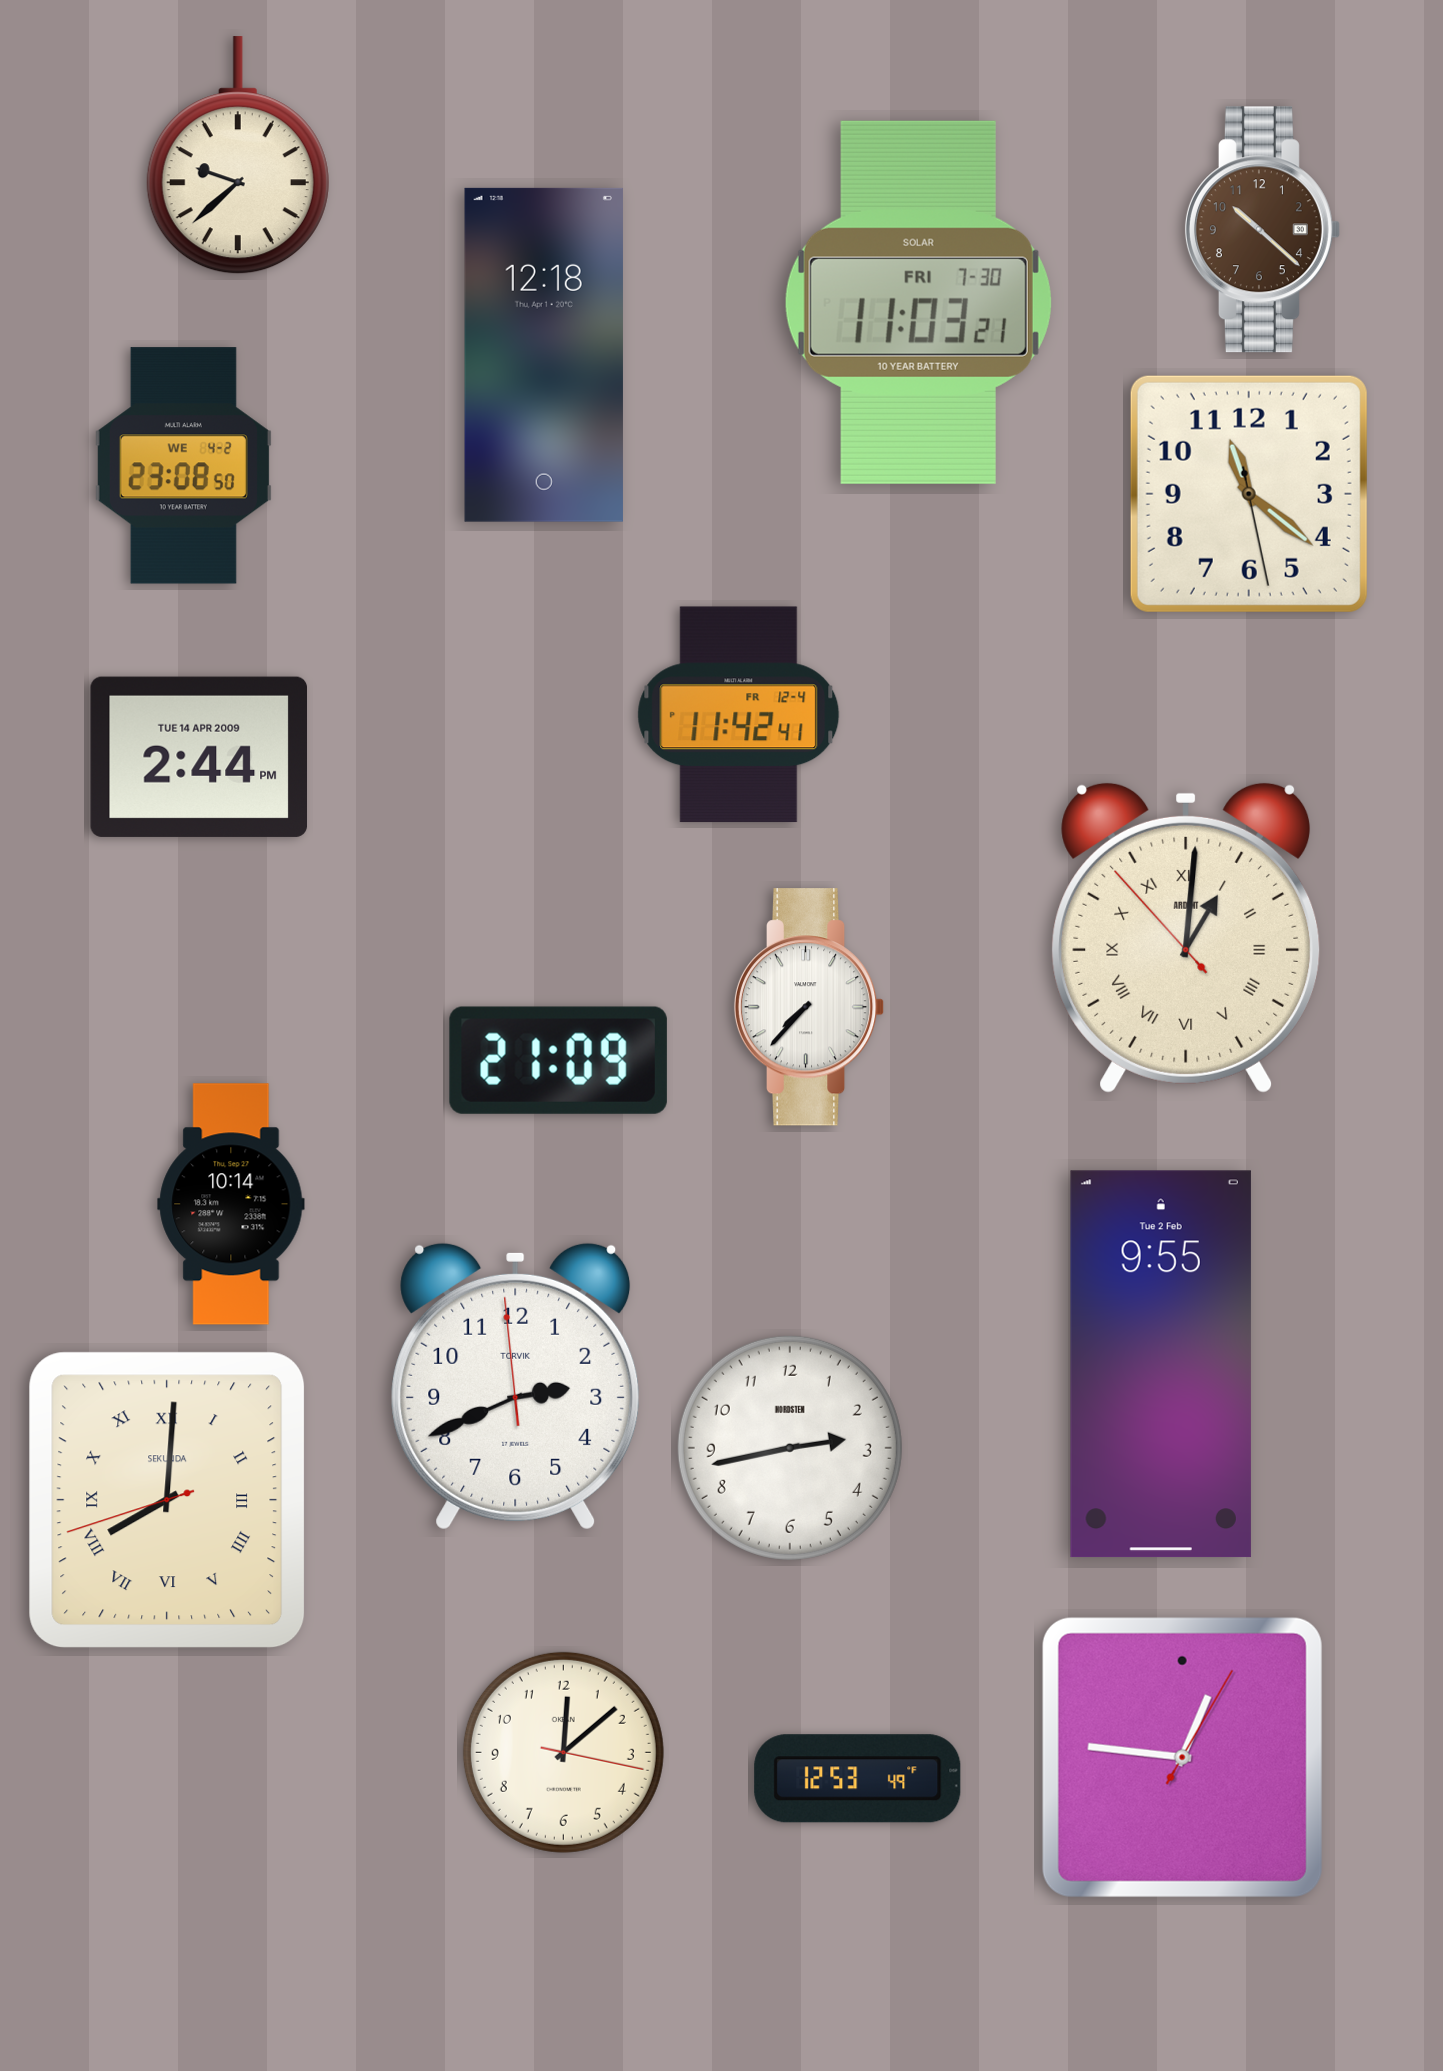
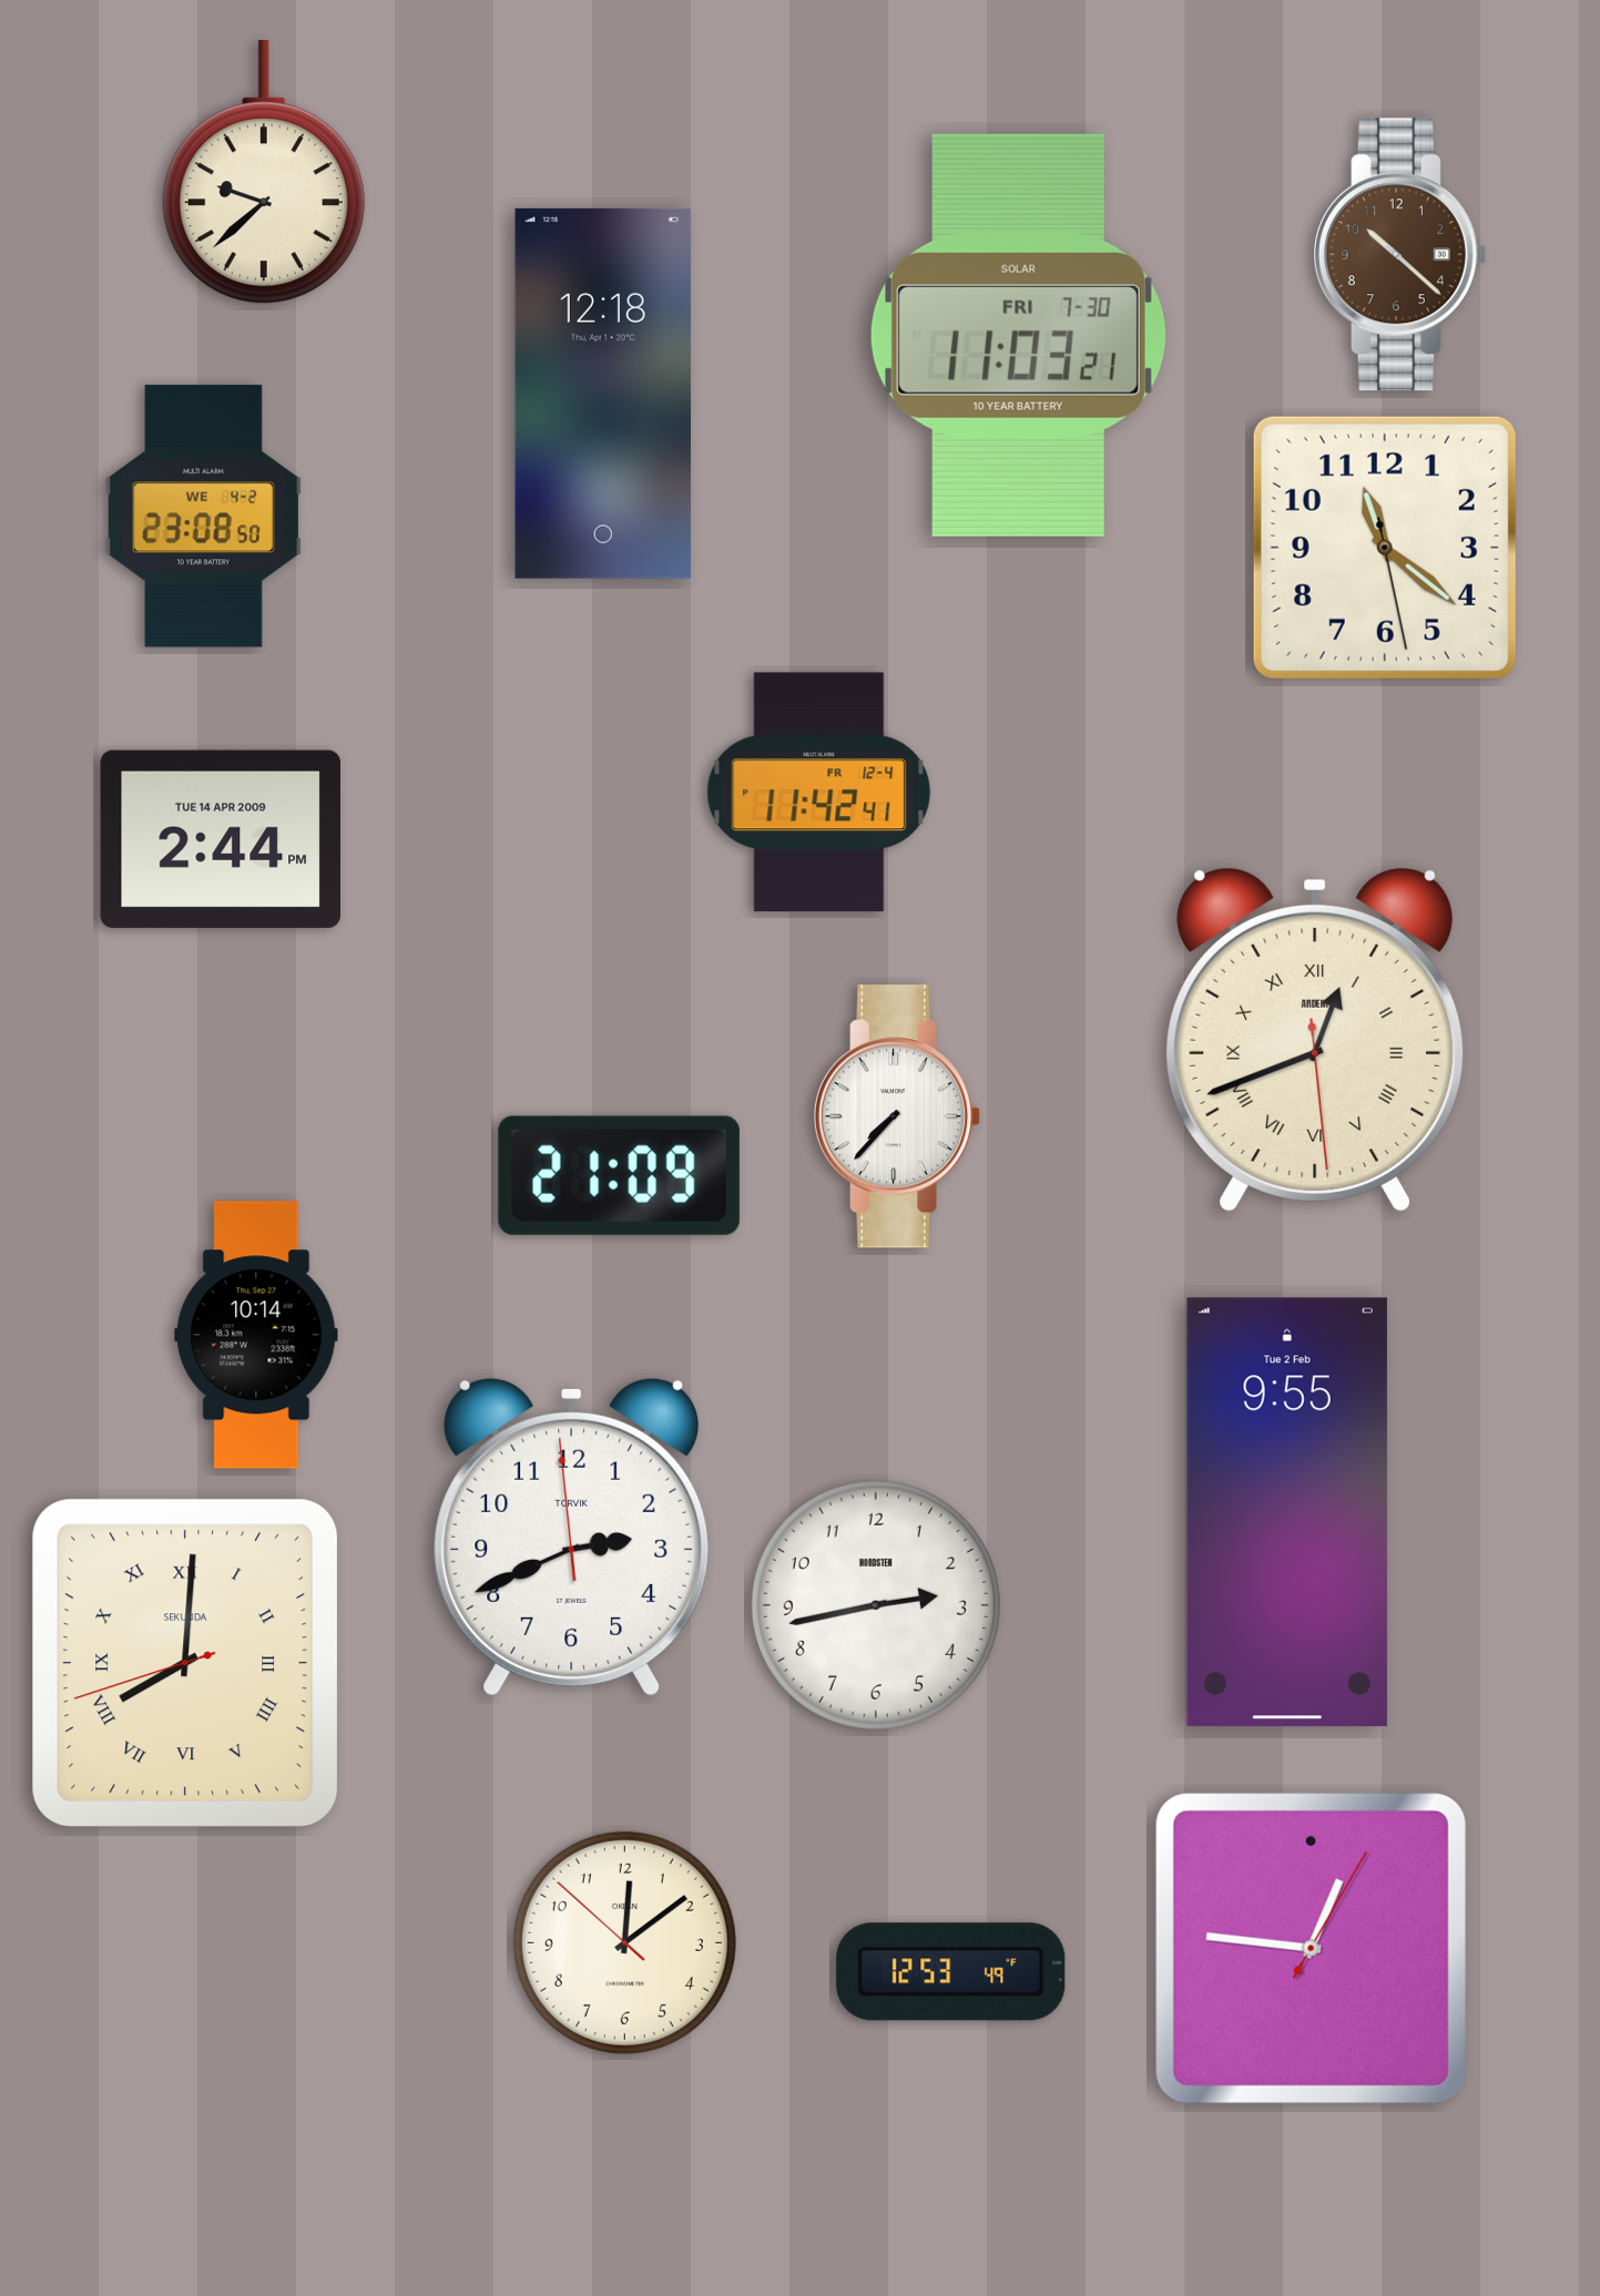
clock at (1186, 938): 1:00 -> 12:41
clock at (563, 1752): 12:08:17 -> 12:08:52
